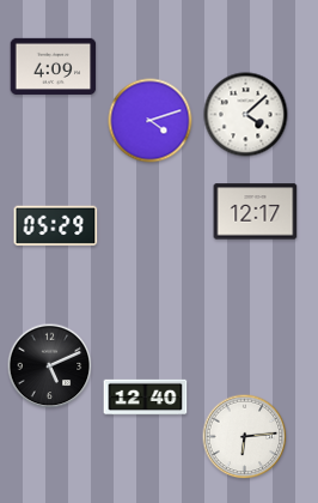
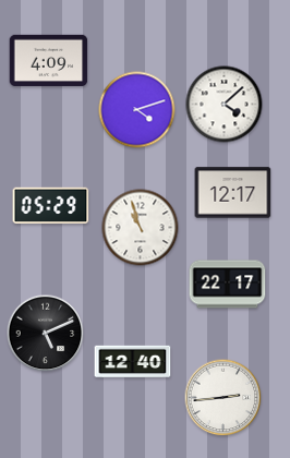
clock at (141, 228): none -> 10:57
clock at (228, 285): none -> 22:17
clock at (245, 437): 6:14 -> 2:44
